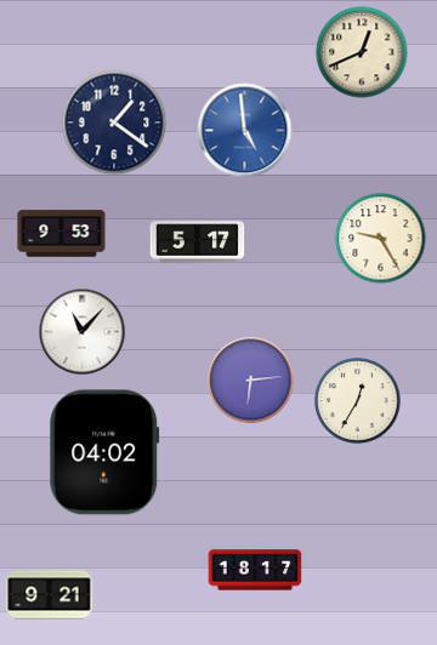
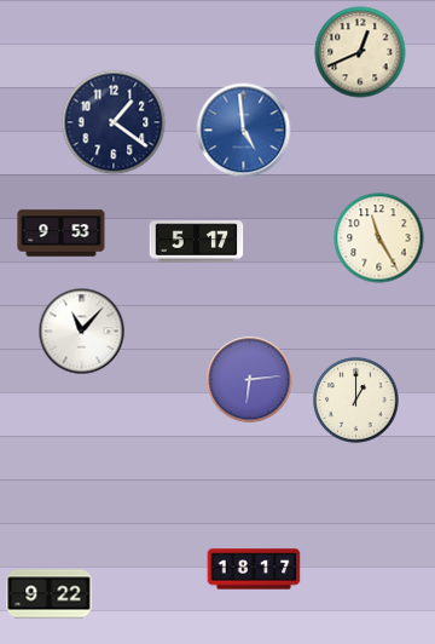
clock at (381, 239): 9:25 -> 11:25
clock at (358, 401): 12:35 -> 1:00
clock at (104, 452): 04:02 -> none
clock at (50, 595): 9:21 -> 9:22
